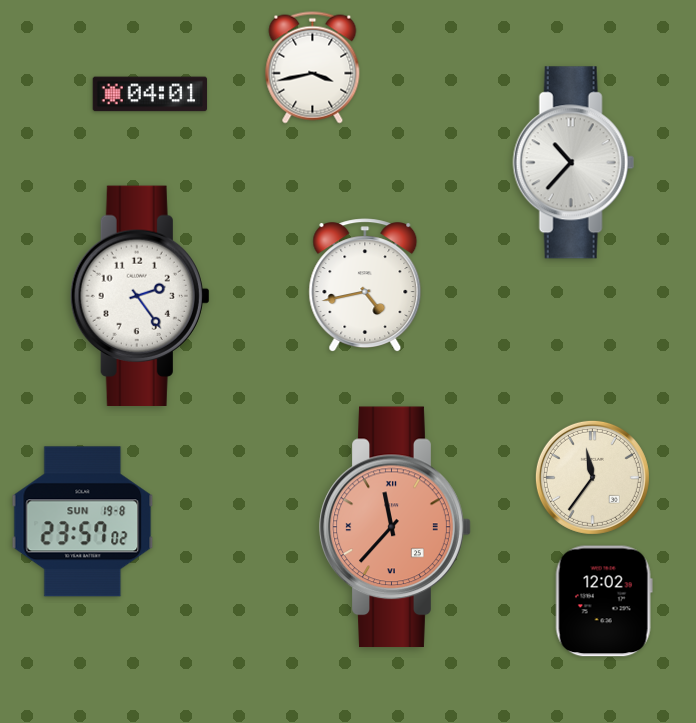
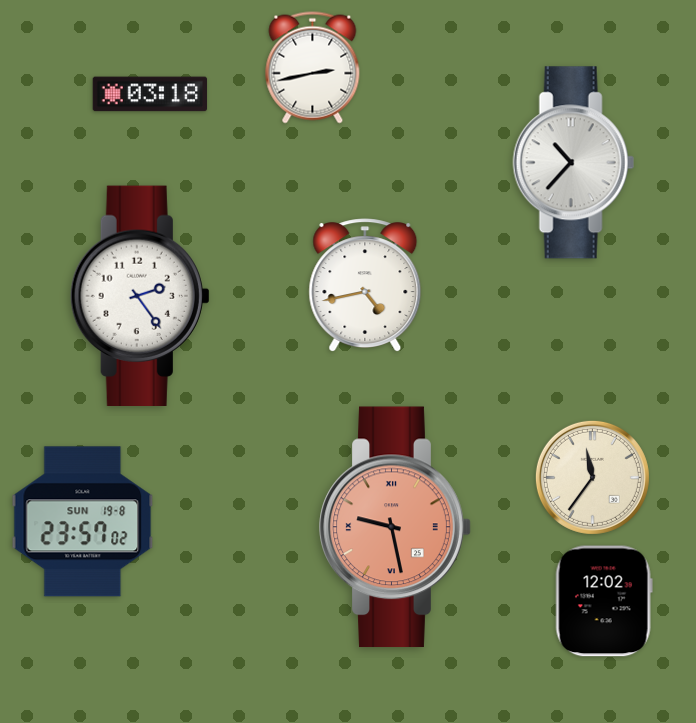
clock at (313, 68): 3:43 -> 2:43
clock at (150, 94): 04:01 -> 03:18
clock at (395, 527): 11:37 -> 9:28
